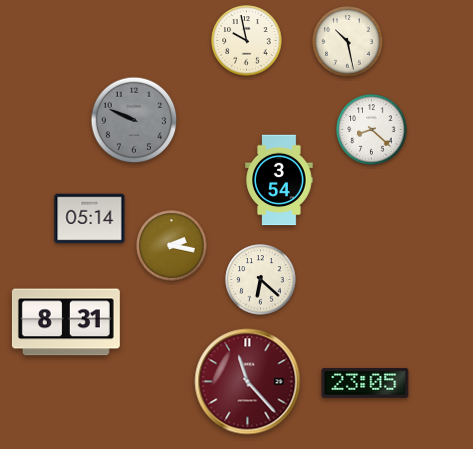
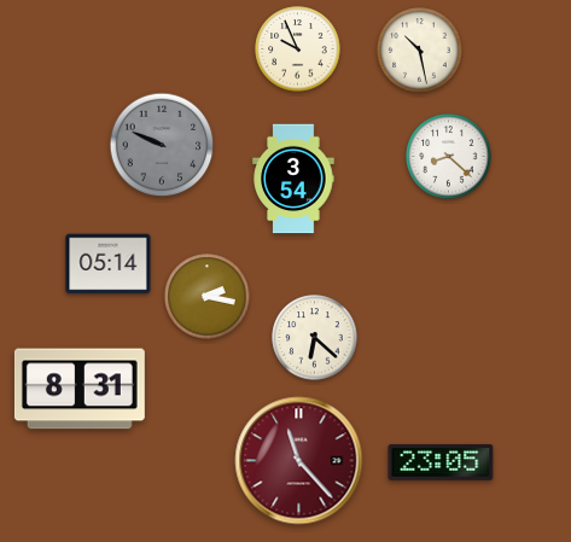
clock at (247, 41): 9:58 -> 9:56
clock at (279, 180) position: (279, 180) -> (293, 179)
